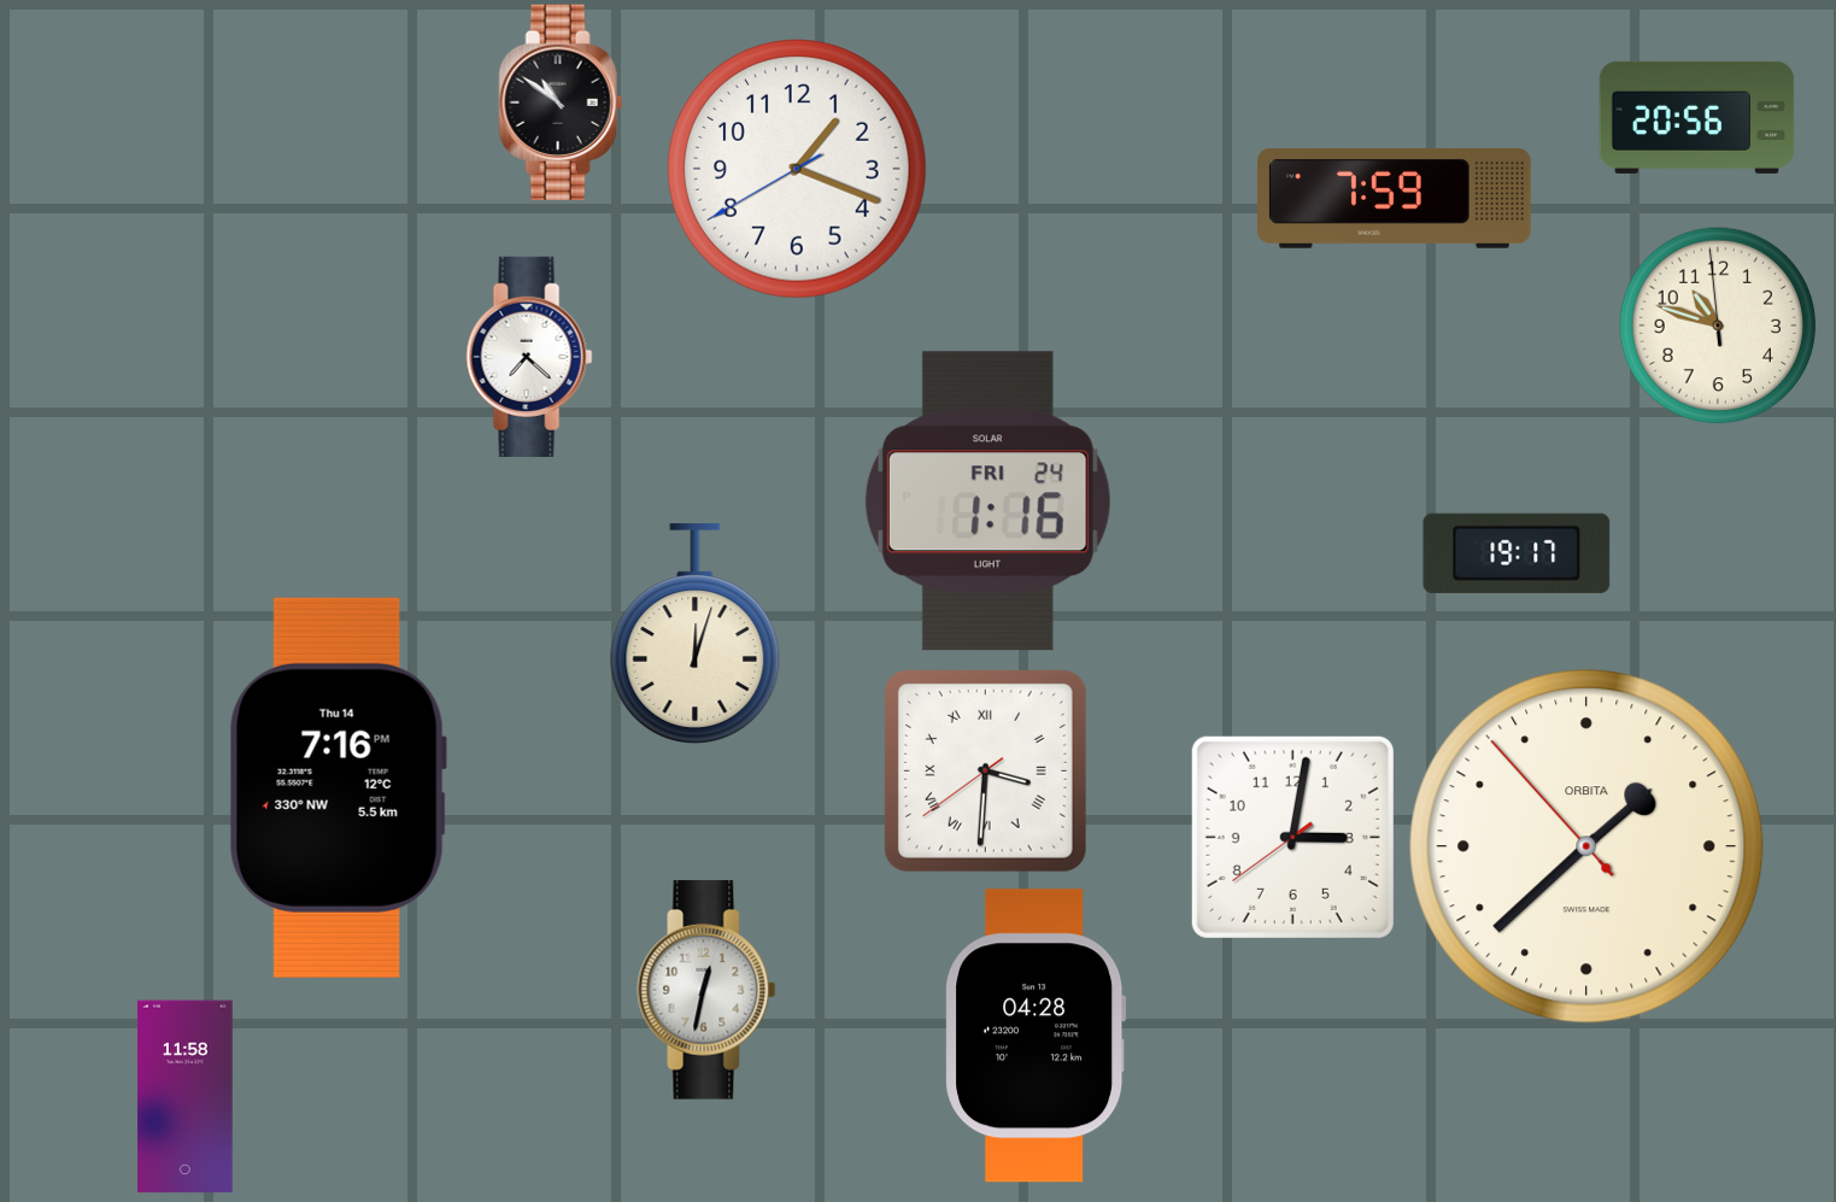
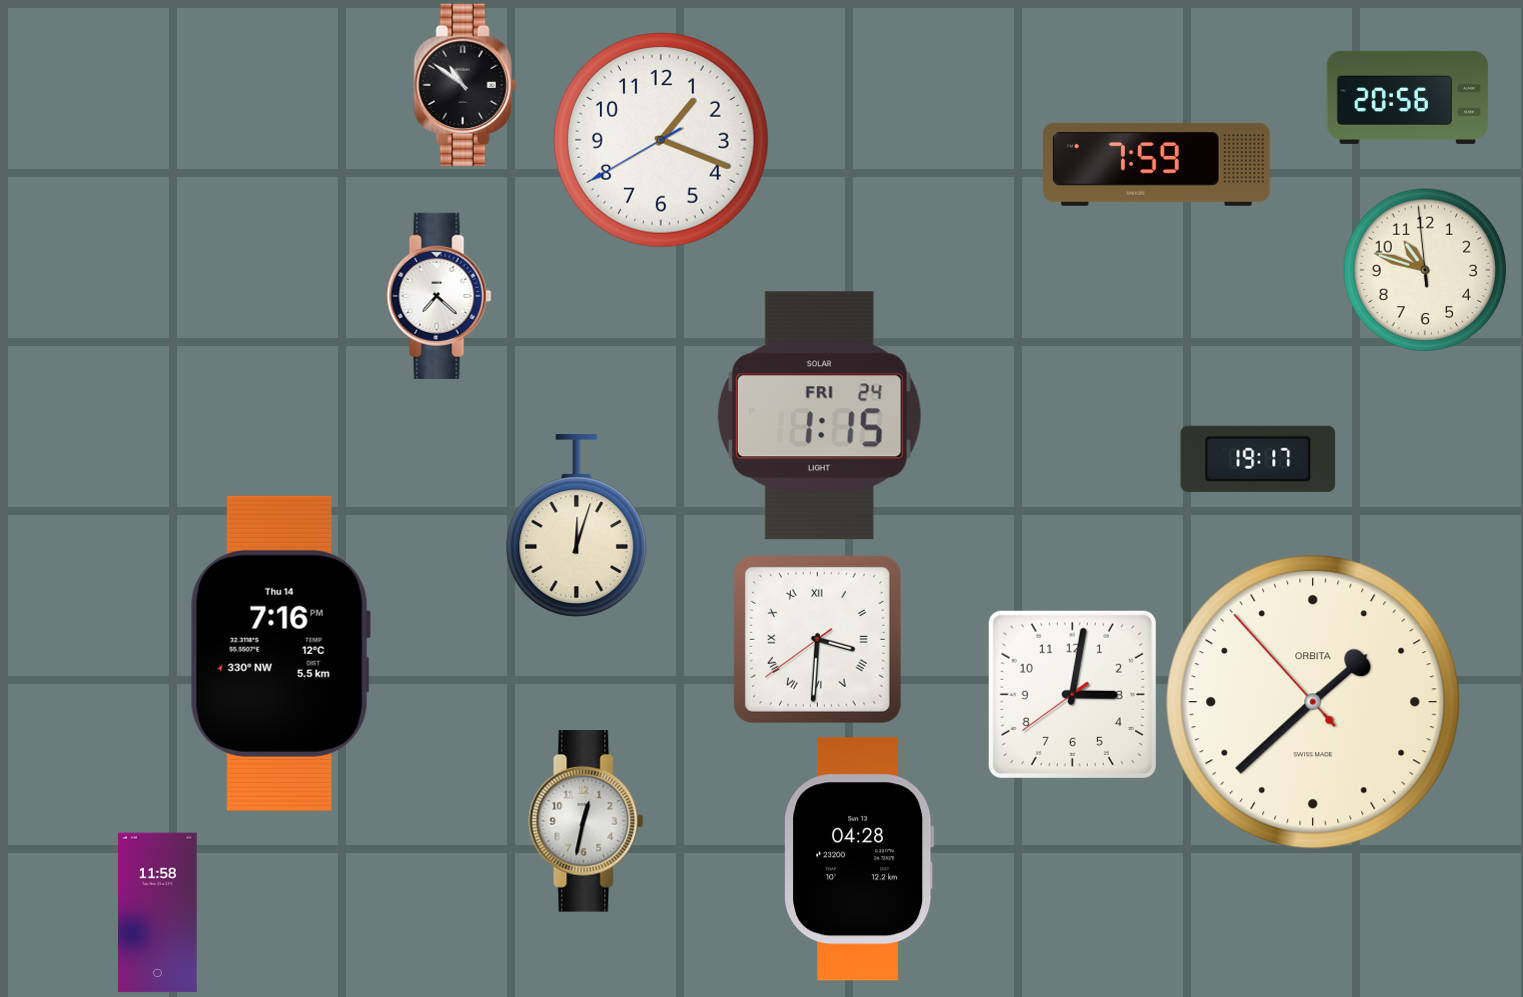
clock at (987, 502): 1:16 -> 1:15
clock at (1586, 846) position: (1586, 846) -> (1313, 702)
clock at (186, 1097) position: (186, 1097) -> (158, 913)
